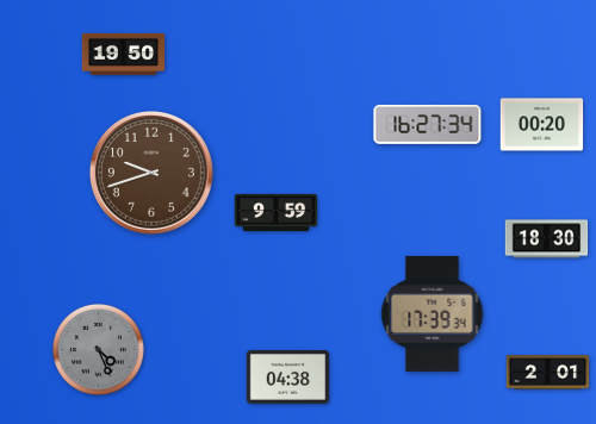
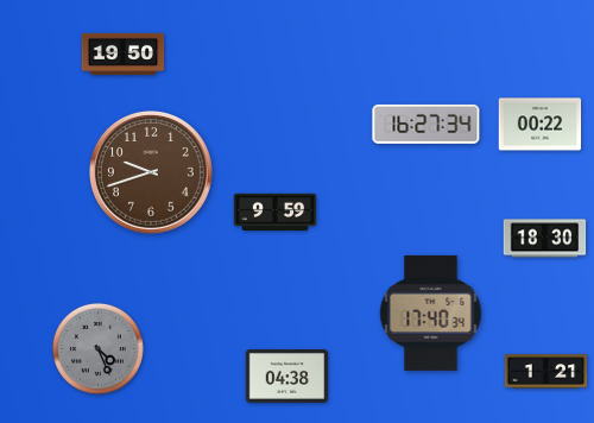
clock at (542, 125): 00:20 -> 00:22
clock at (433, 313): 17:39 -> 17:40
clock at (548, 373): 2:01 -> 1:21
